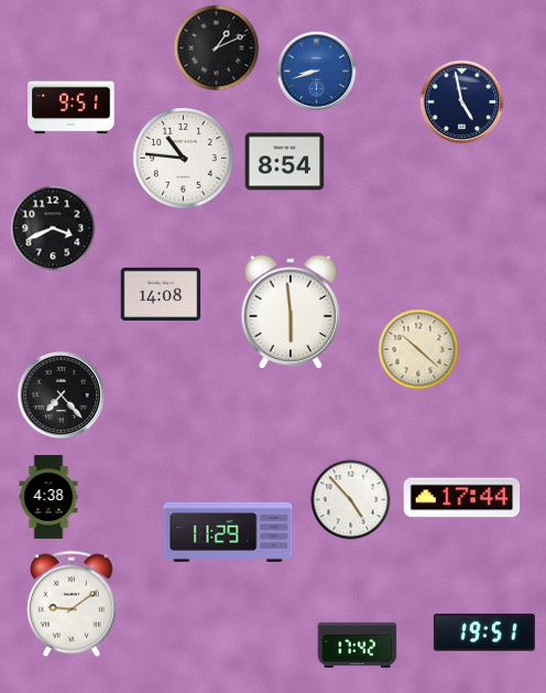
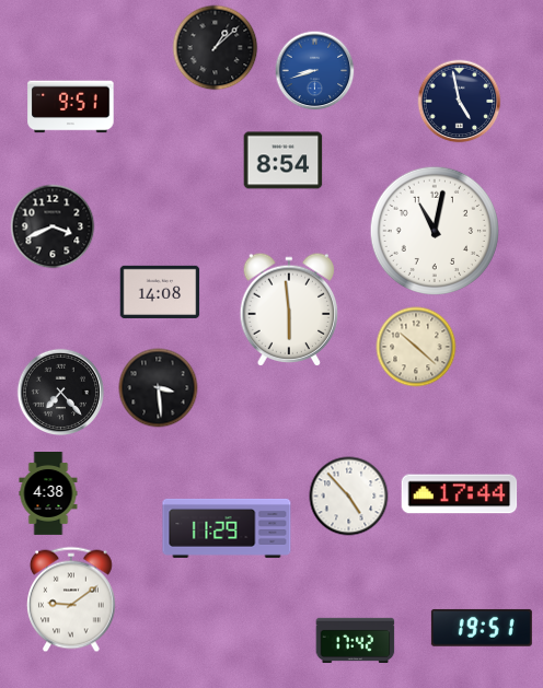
clock at (217, 48): 1:11 -> 1:08
clock at (184, 159): 10:46 -> none
clock at (434, 230): none -> 11:02
clock at (159, 388): none -> 3:29
